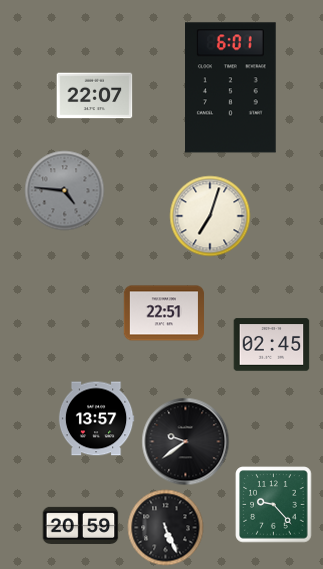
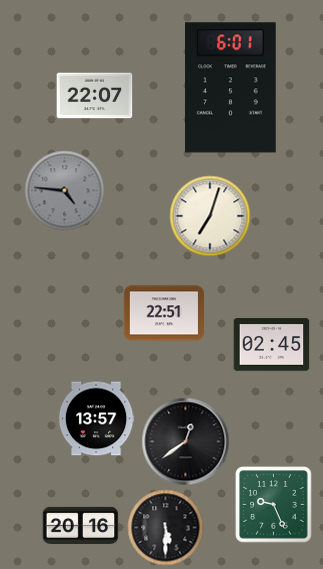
clock at (186, 442): 9:39 -> 12:39
clock at (274, 505): 9:23 -> 9:26
clock at (81, 525): 20:59 -> 20:16
clock at (166, 528): 5:26 -> 5:30
